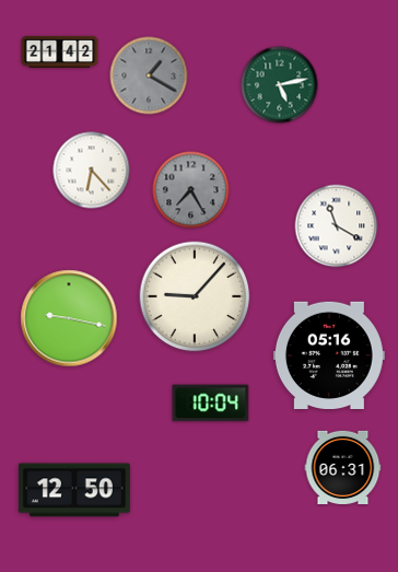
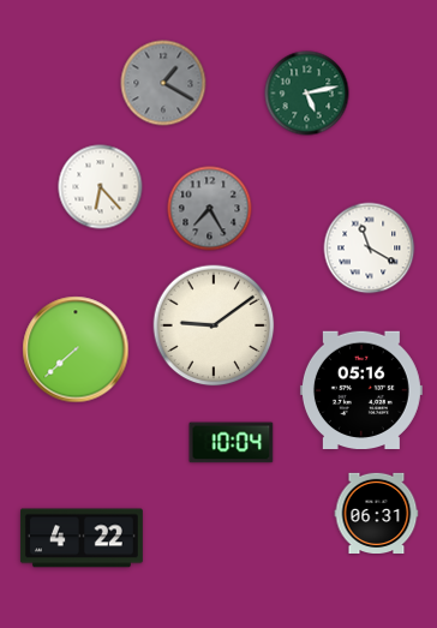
clock at (60, 51): 21:42 -> none
clock at (195, 296): 9:07 -> 9:09
clock at (69, 318): 9:17 -> 7:38
clock at (74, 490): 12:50 -> 4:22
